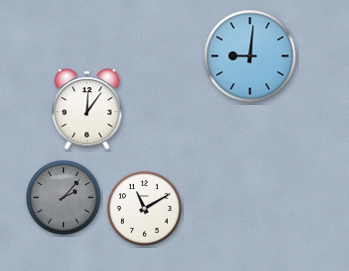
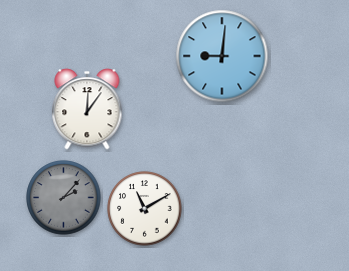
clock at (250, 56) position: (250, 56) -> (222, 56)
